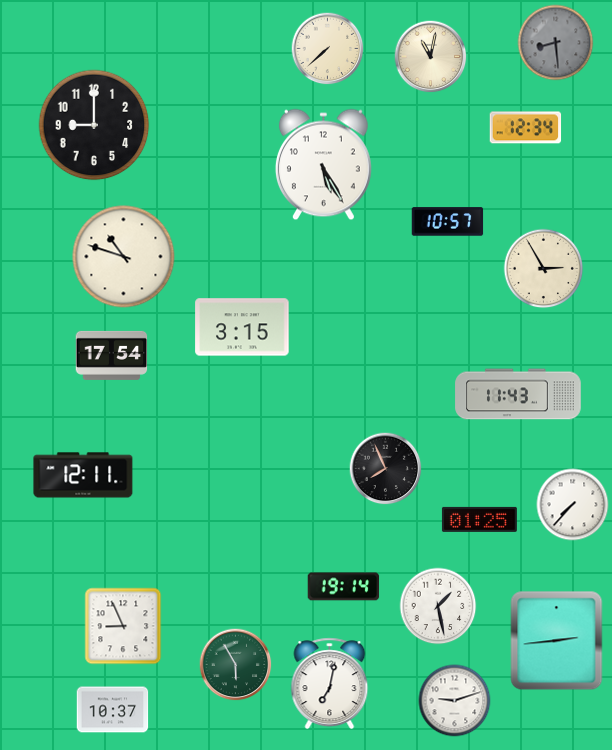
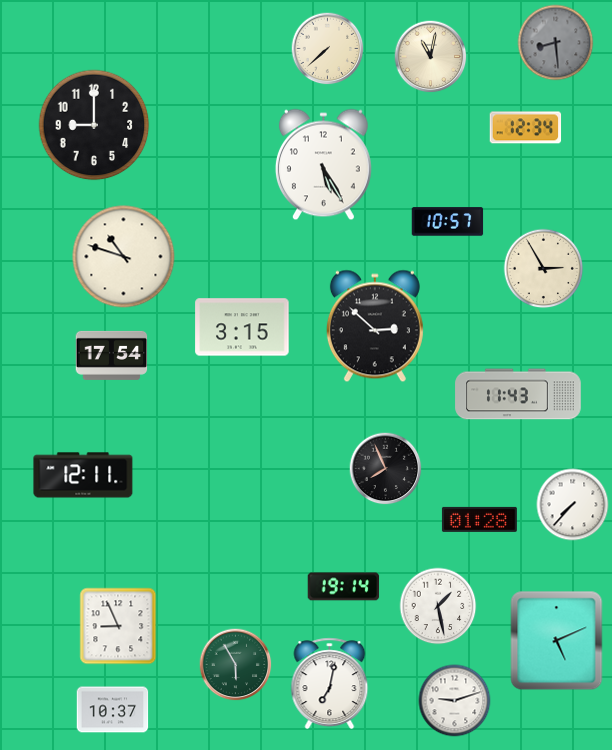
clock at (375, 326): none -> 2:52
clock at (479, 519): 01:25 -> 01:28
clock at (123, 626) position: (123, 626) -> (118, 626)
clock at (557, 641): 2:44 -> 5:11
